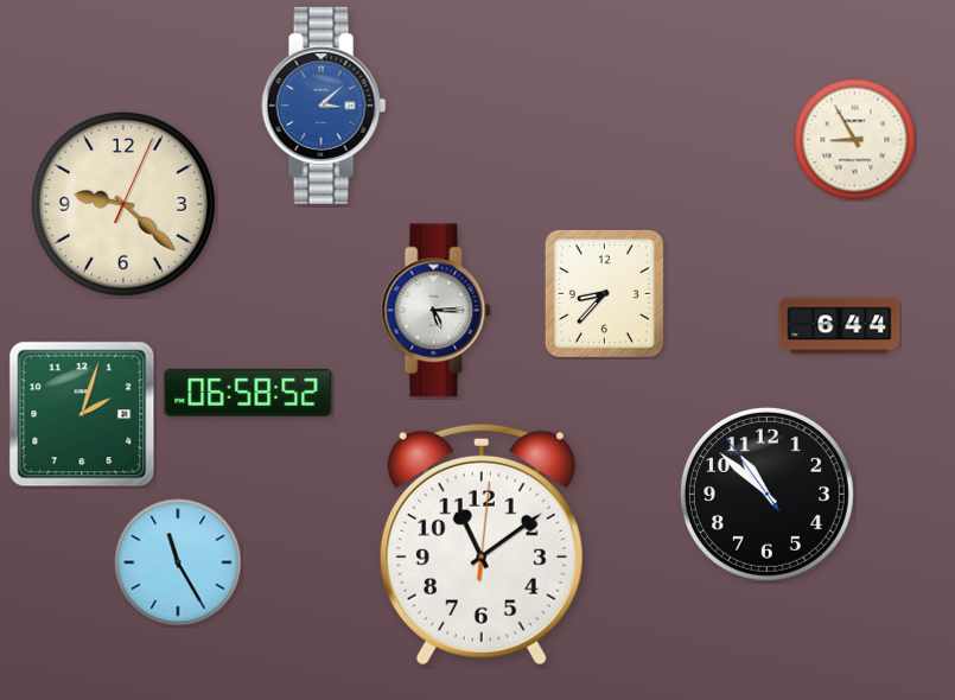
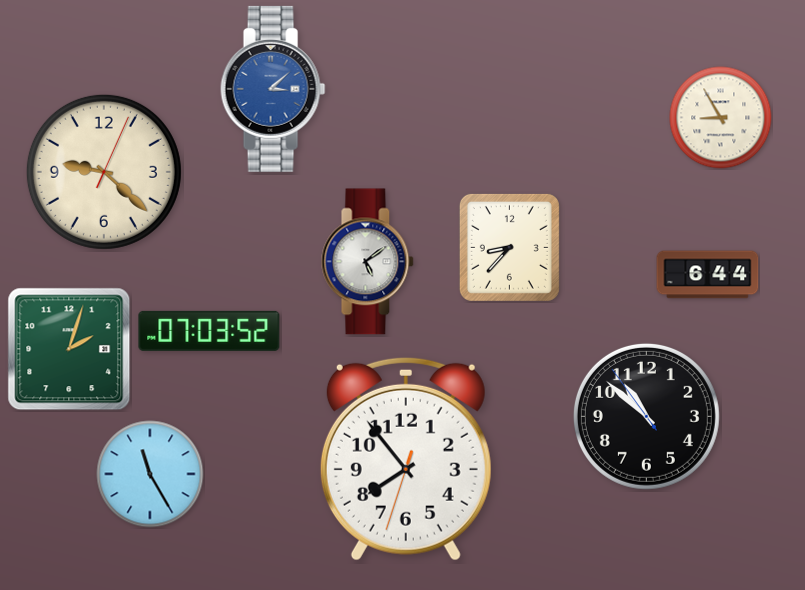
clock at (437, 311): 5:15 -> 5:09
clock at (248, 393): 06:58 -> 07:03
clock at (482, 545): 11:09 -> 7:53
